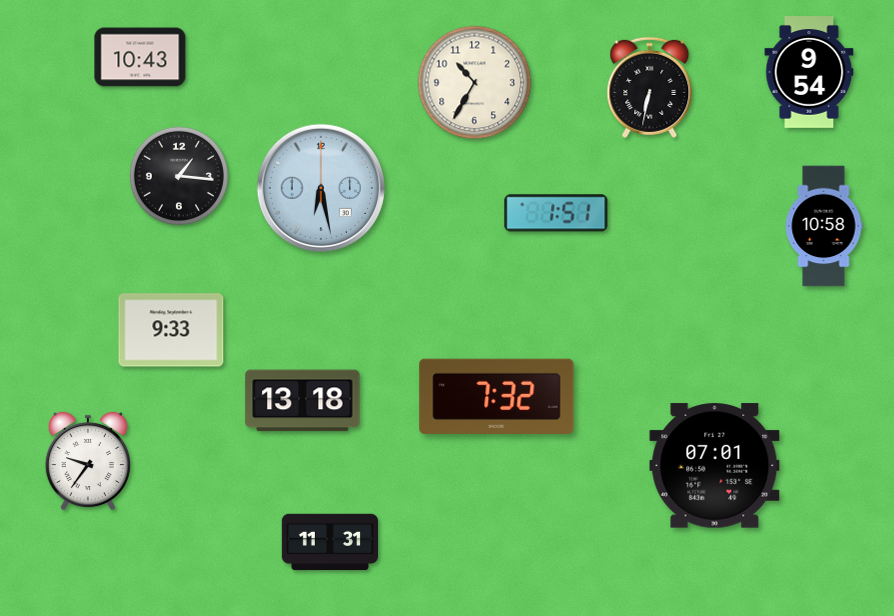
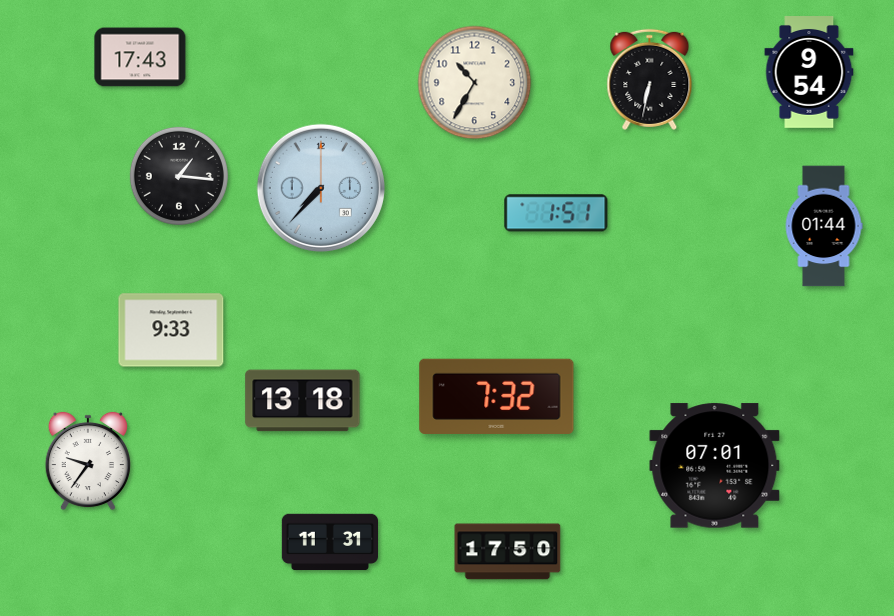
clock at (140, 57): 10:43 -> 17:43
clock at (650, 87) position: (650, 87) -> (650, 79)
clock at (321, 188): 6:28 -> 7:37
clock at (824, 226): 10:58 -> 01:44
clock at (508, 552): none -> 17:50
